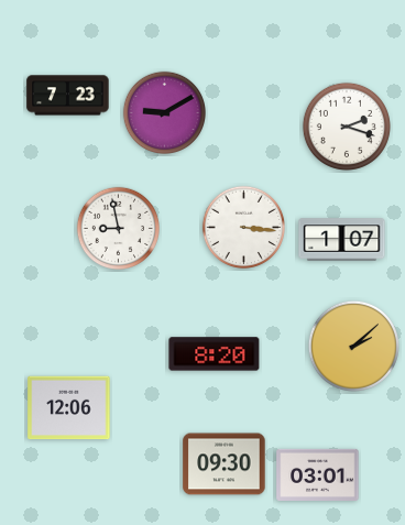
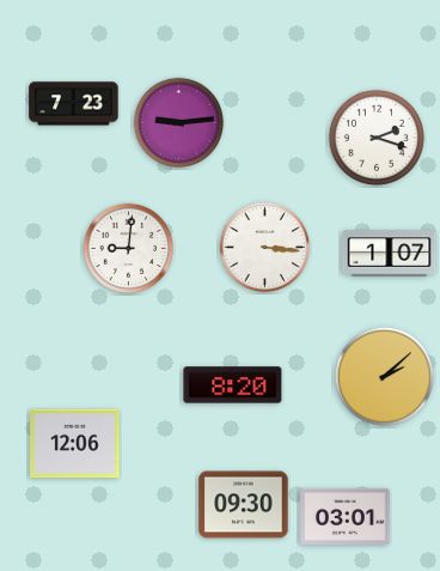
clock at (164, 112): 9:10 -> 9:14
clock at (118, 228): 8:58 -> 9:01
clock at (342, 240) position: (342, 240) -> (390, 254)
